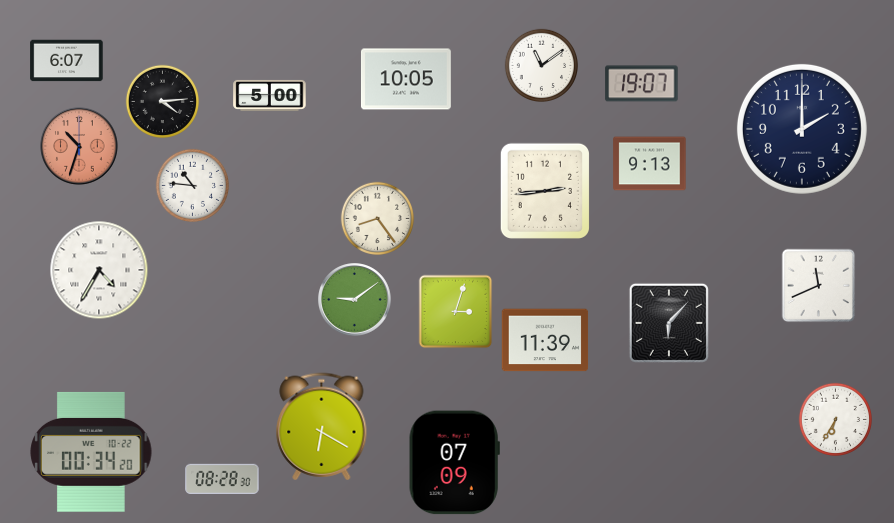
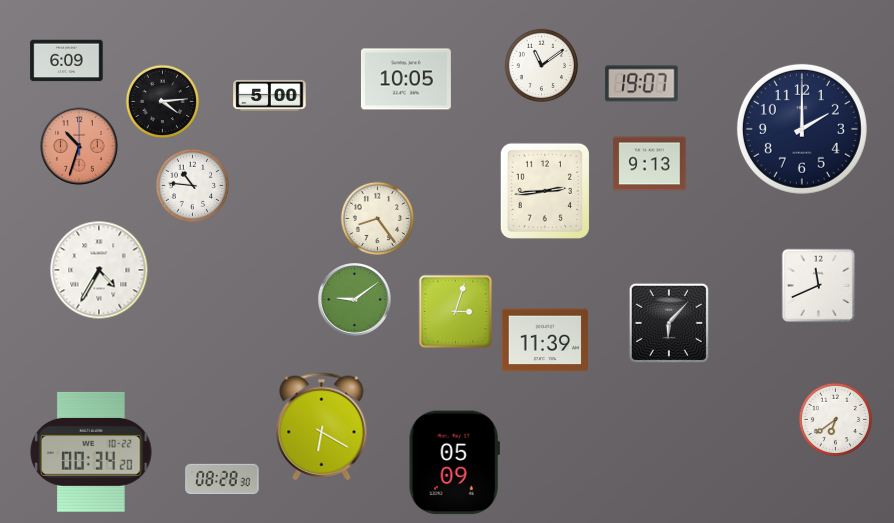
clock at (67, 61): 6:07 -> 6:09
clock at (835, 419): 6:35 -> 6:39
clock at (454, 463): 07:09 -> 05:09
